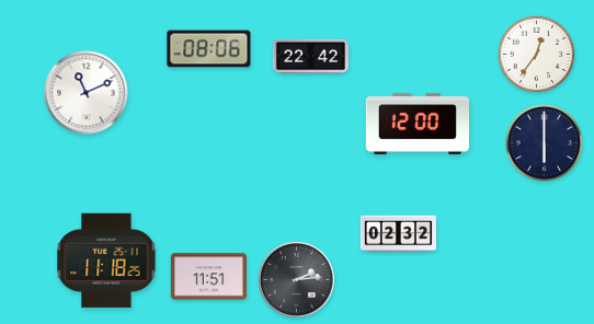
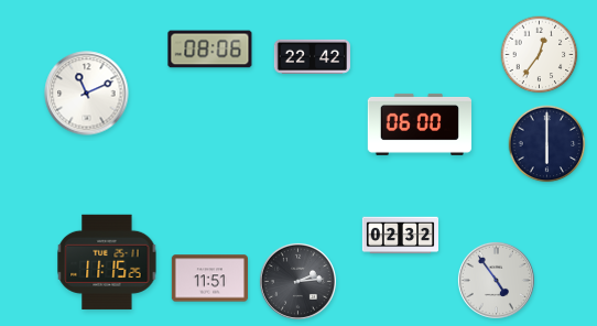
clock at (416, 124): 12:00 -> 06:00
clock at (106, 261): 11:18 -> 11:15
clock at (496, 280): none -> 4:54
